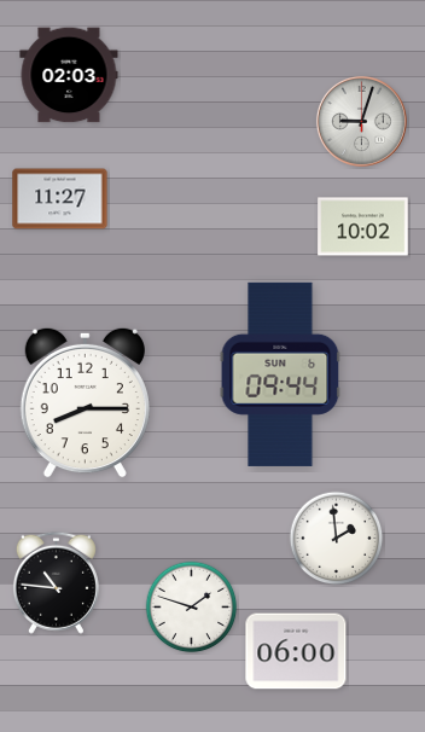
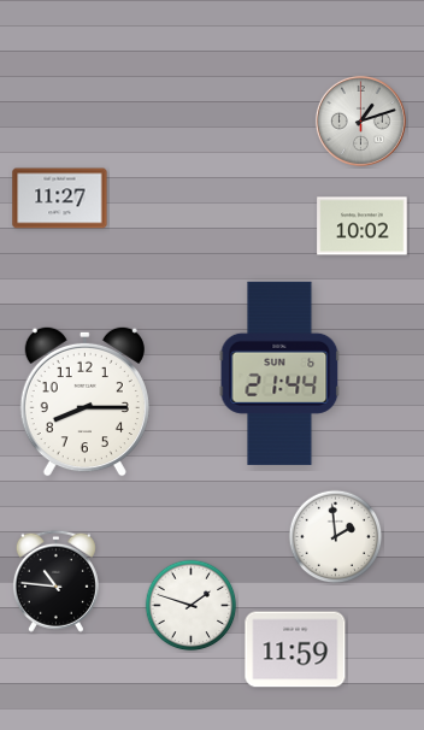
clock at (69, 75): 02:03 -> none
clock at (361, 121): 9:03 -> 1:12
clock at (280, 374): 09:44 -> 21:44
clock at (296, 651): 06:00 -> 11:59
